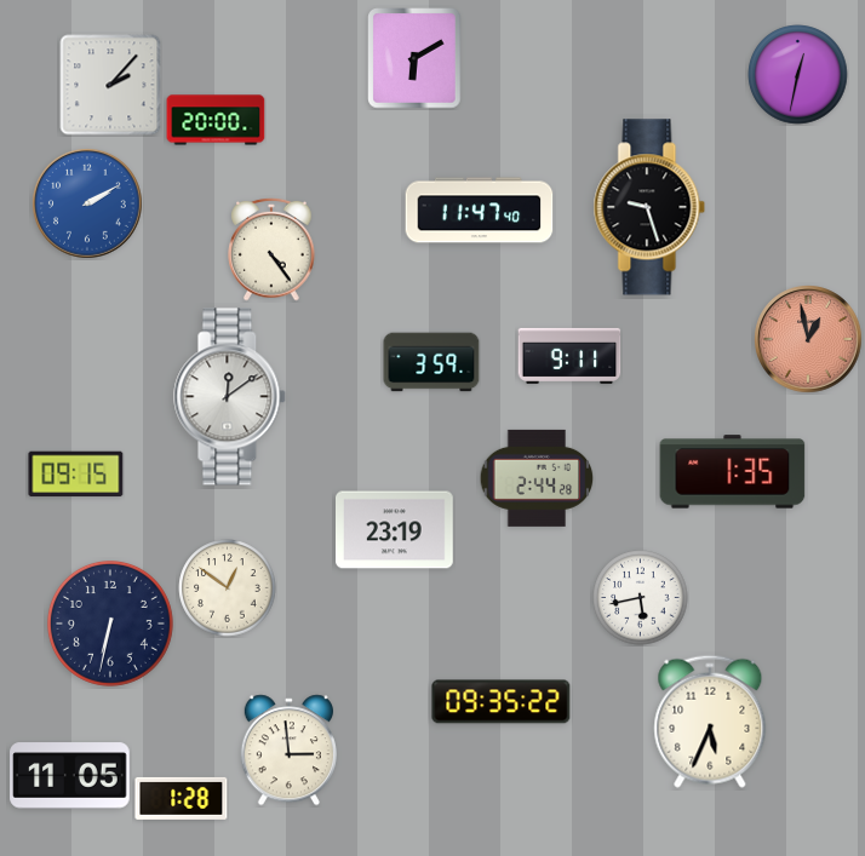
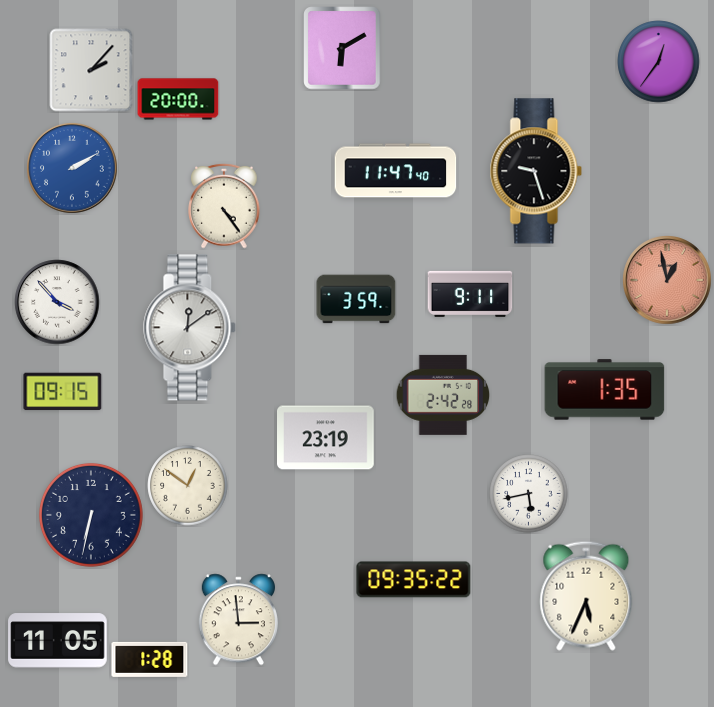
clock at (798, 75): 12:32 -> 12:36
clock at (480, 211) position: (480, 211) -> (396, 171)
clock at (57, 302): none -> 3:53
clock at (537, 478): 2:44 -> 2:42
